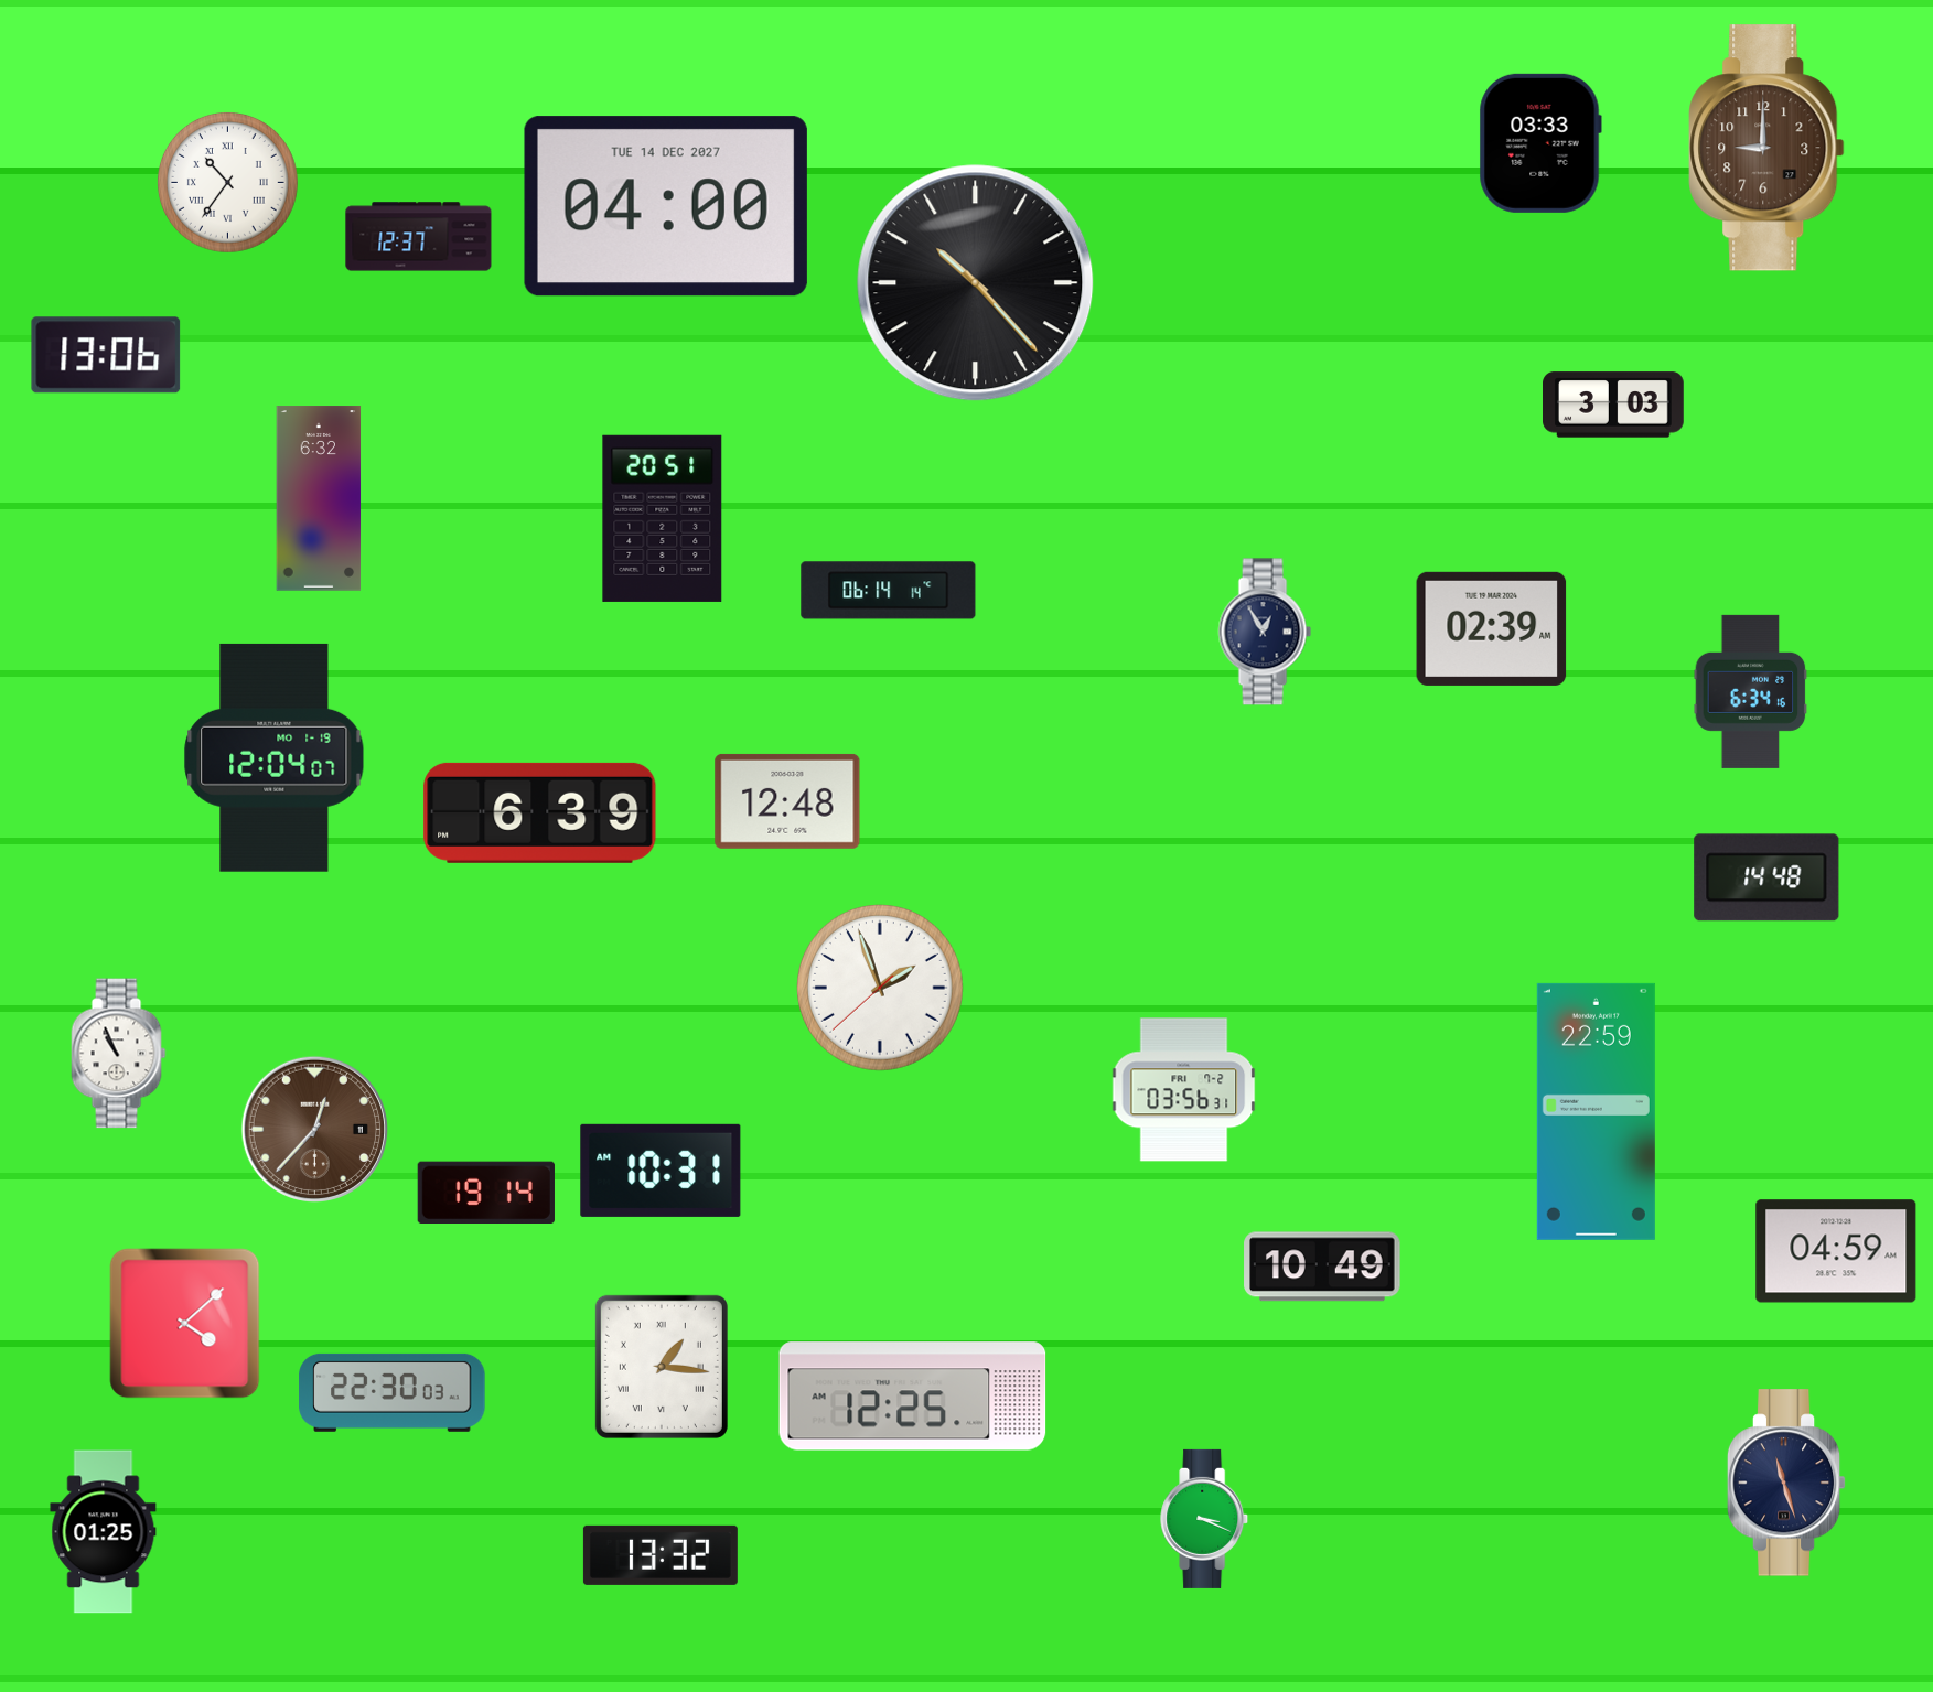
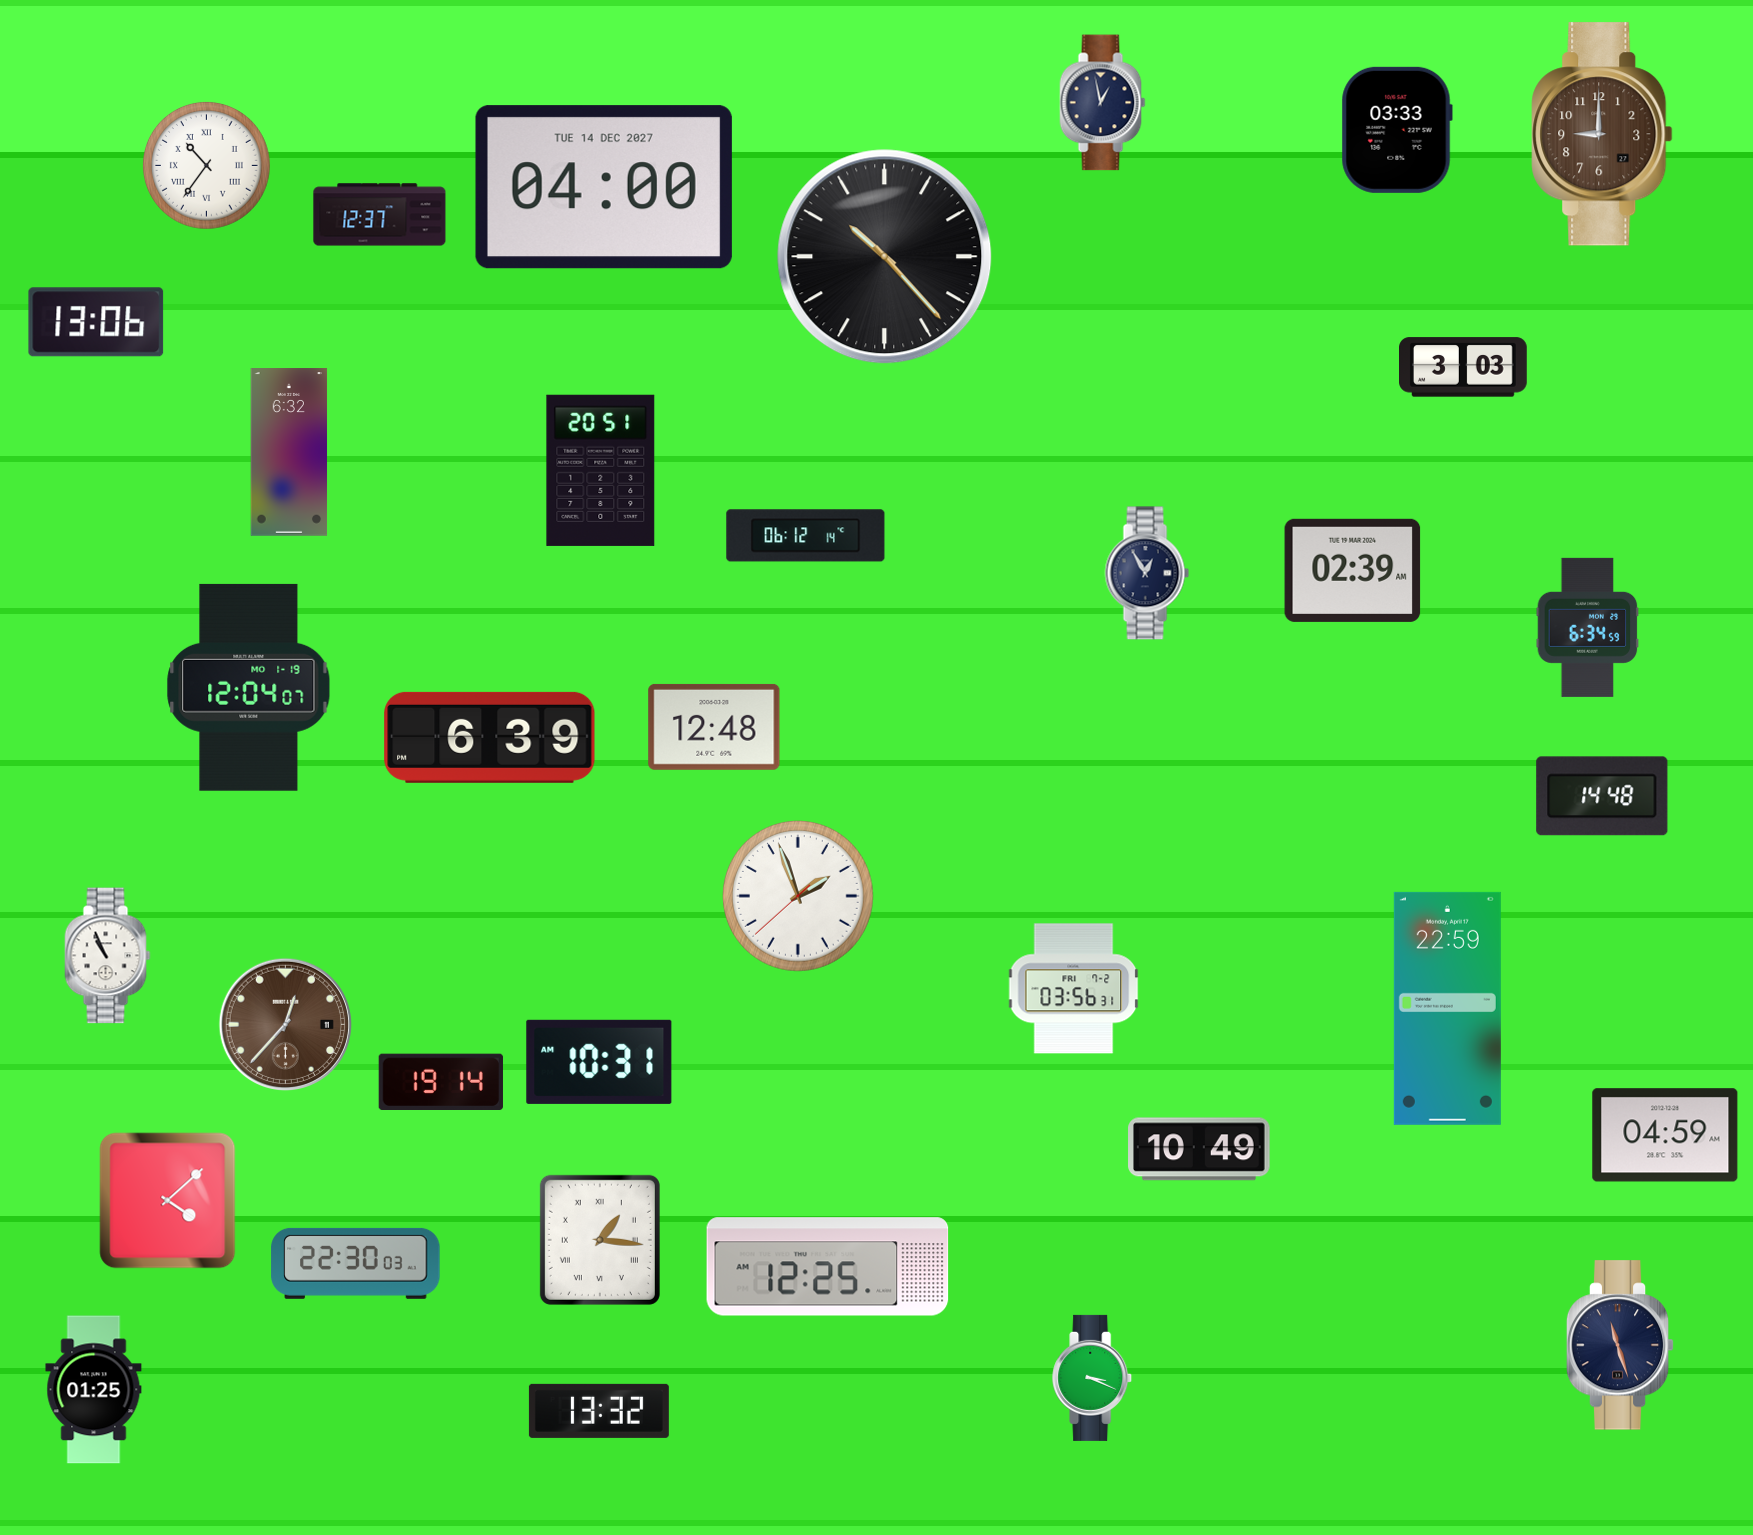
clock at (1103, 103): none -> 12:58
clock at (889, 591): 06:14 -> 06:12
clock at (1751, 691): 6:34:16 -> 6:34:59
